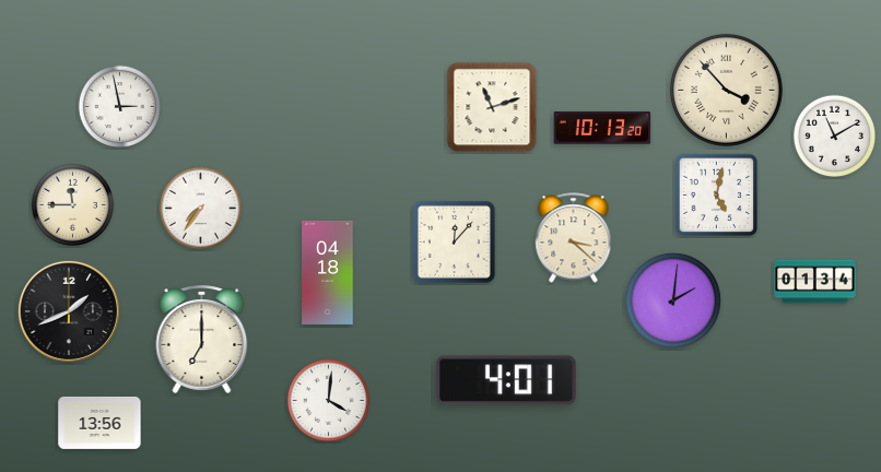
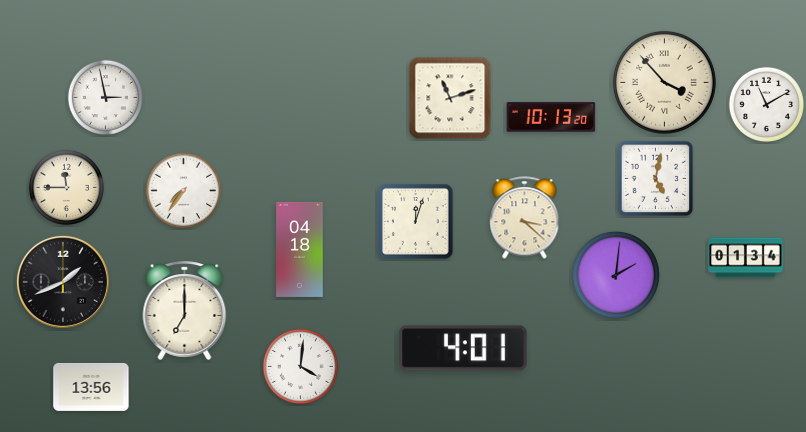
clock at (119, 106) position: (119, 106) -> (105, 97)
clock at (834, 135) position: (834, 135) -> (766, 104)
clock at (454, 241): 12:07 -> 12:03
clock at (69, 311) position: (69, 311) -> (63, 282)
